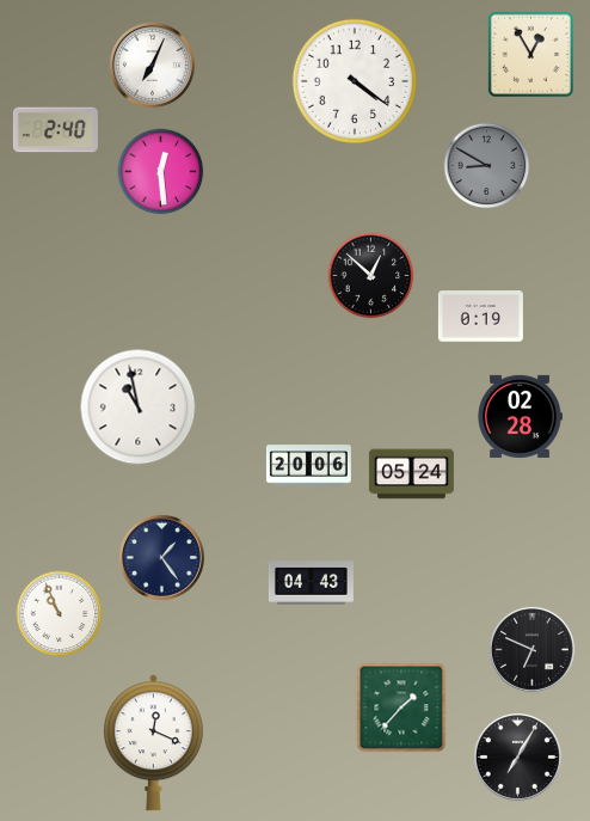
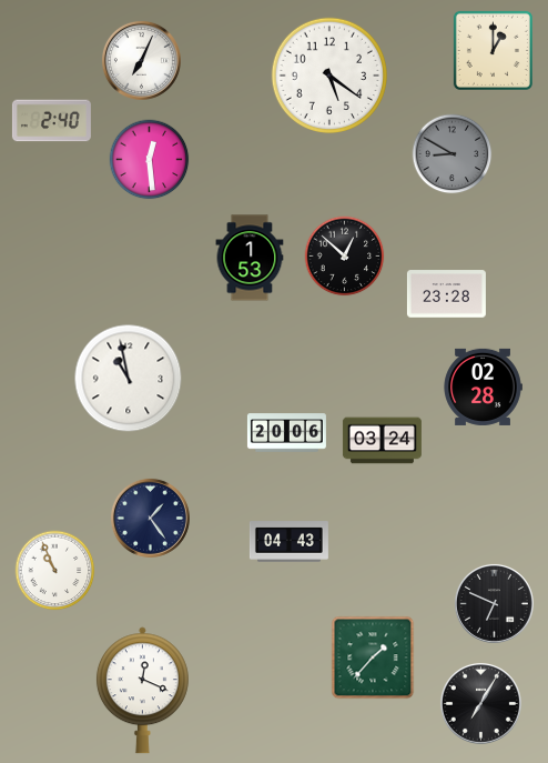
clock at (530, 54): 12:55 -> 1:00
clock at (354, 80): 4:21 -> 5:21
clock at (250, 258): none -> 1:53
clock at (480, 317): 0:19 -> 23:28
clock at (411, 474): 05:24 -> 03:24
